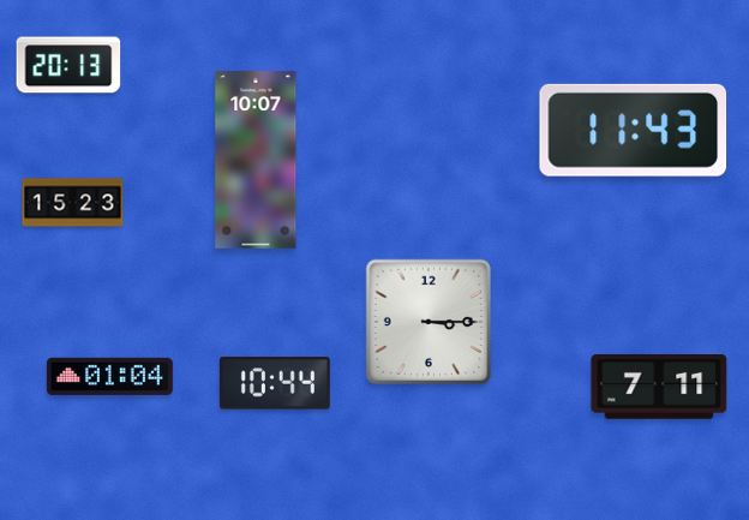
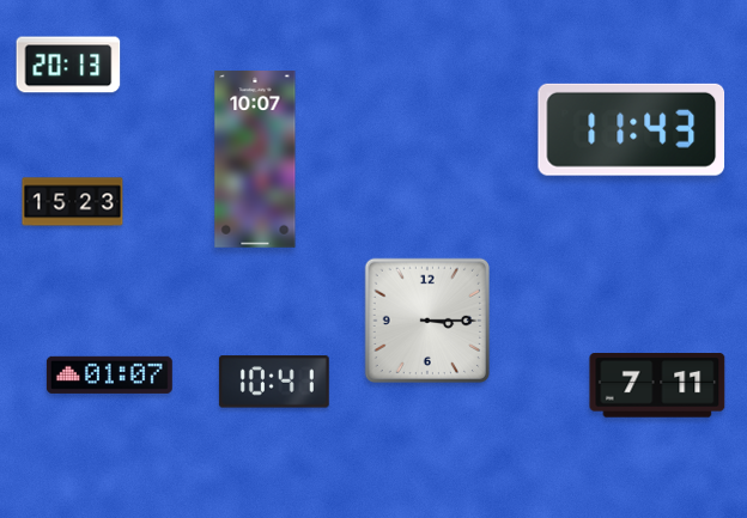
clock at (109, 376): 01:04 -> 01:07
clock at (275, 383): 10:44 -> 10:41
